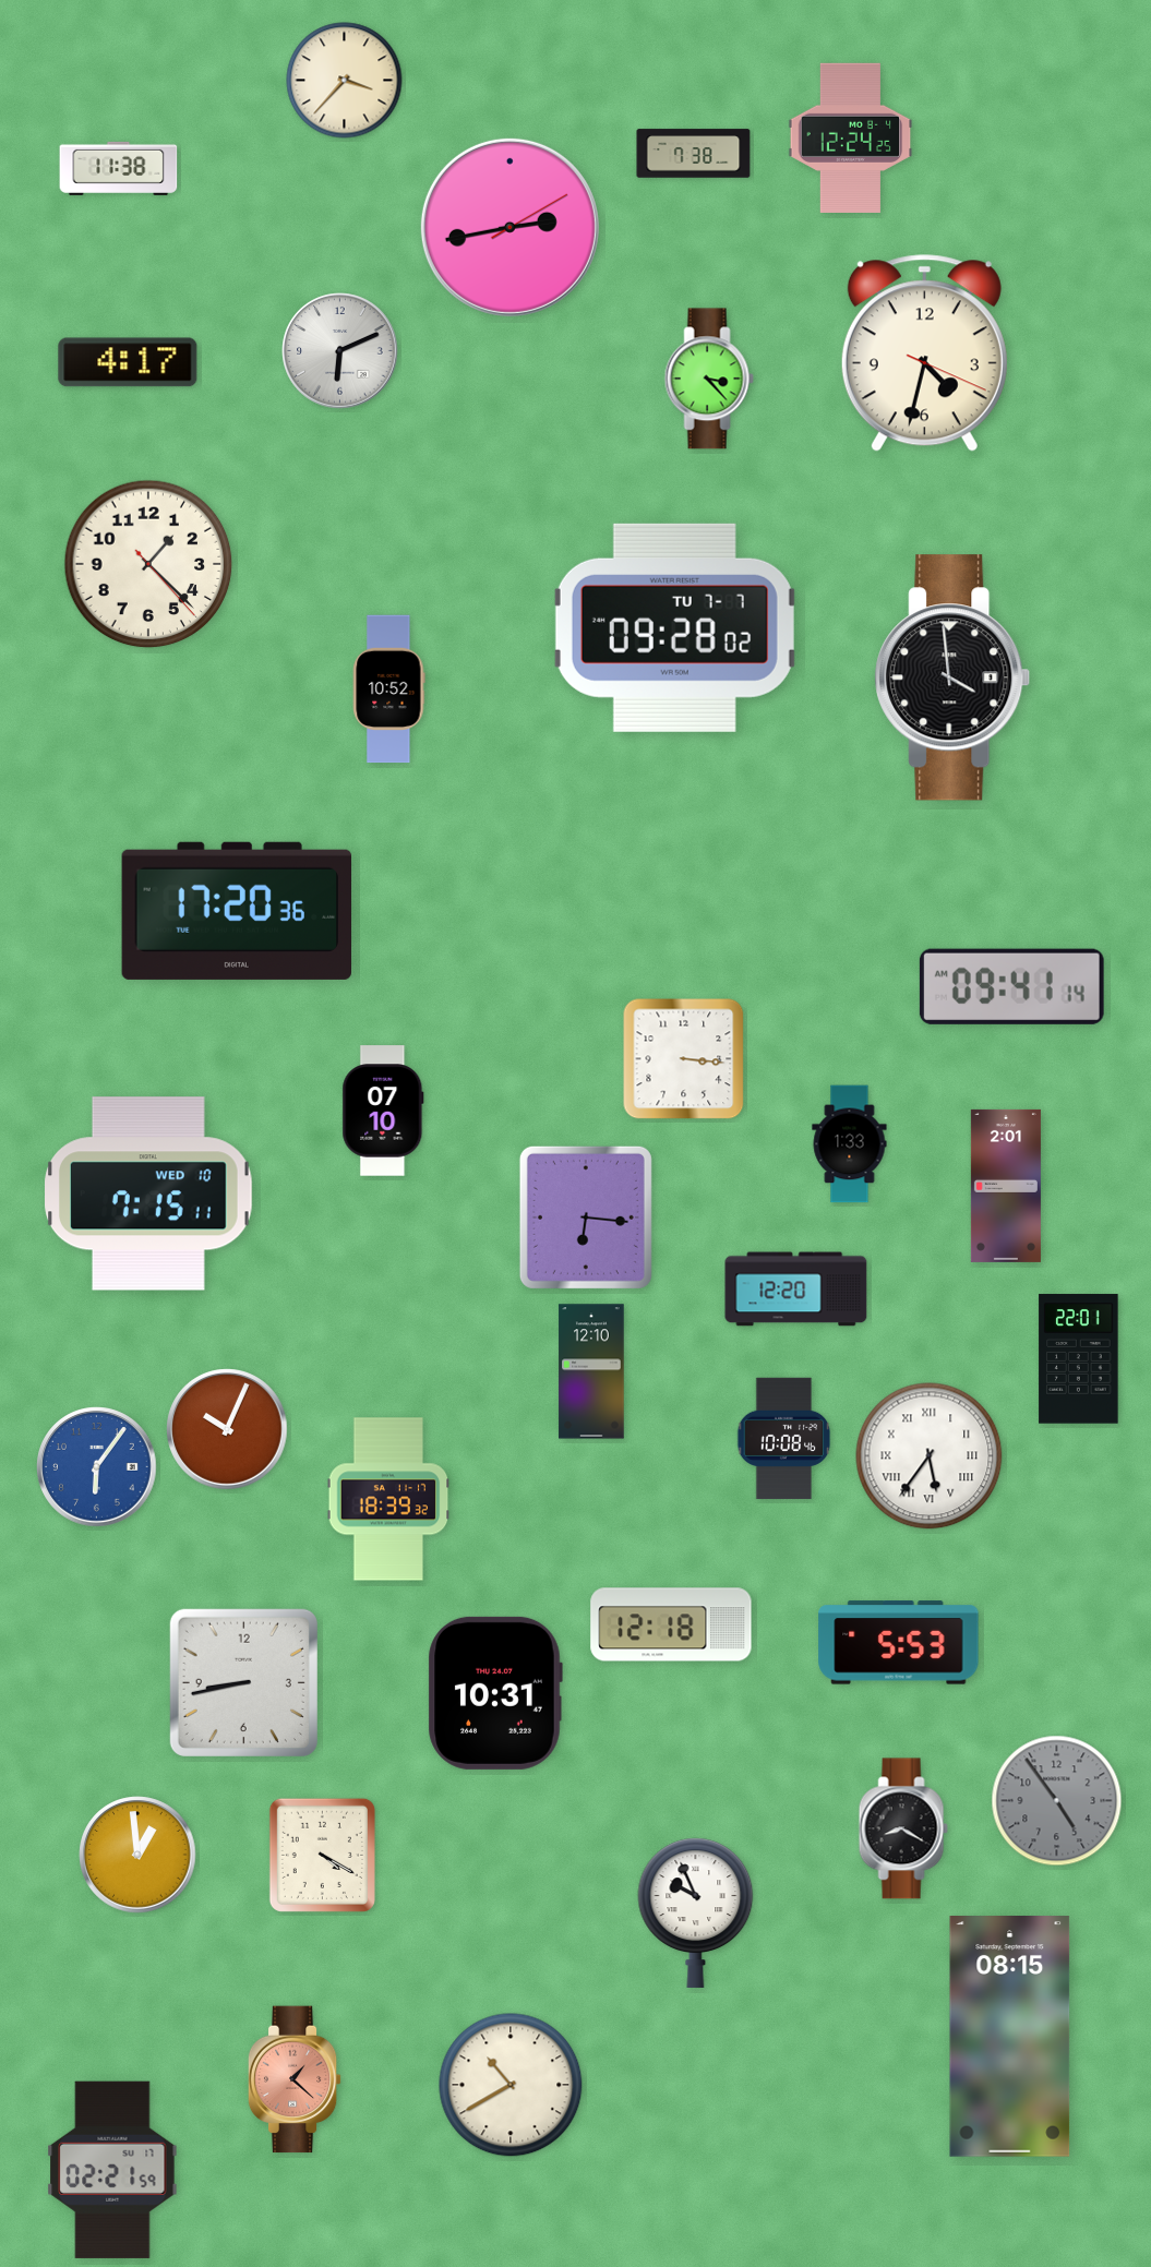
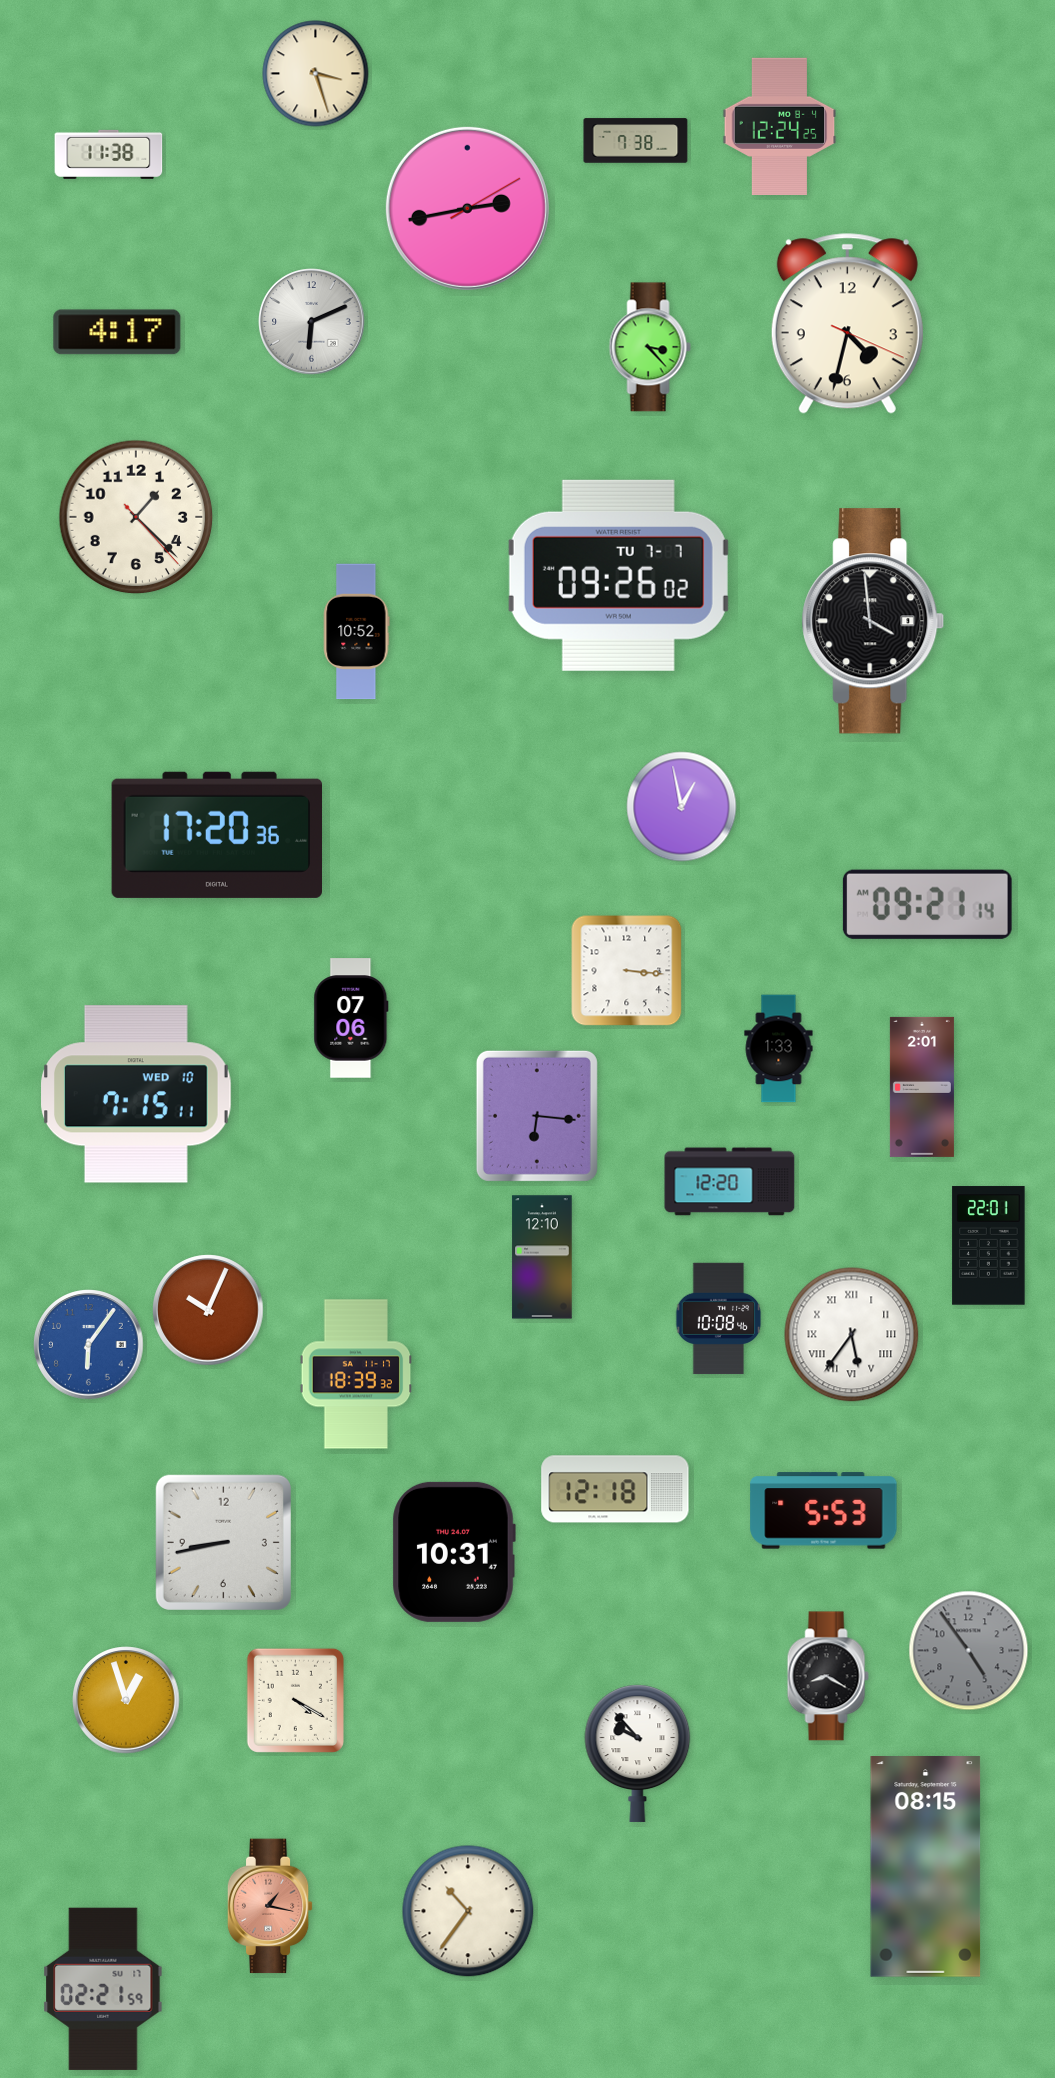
clock at (345, 81): 3:37 -> 3:27
clock at (674, 627): 09:28 -> 09:26
clock at (682, 807): none -> 12:58
clock at (1011, 986): 09:41 -> 09:21
clock at (383, 1111): 07:10 -> 07:06
clock at (899, 1643) position: (899, 1643) -> (824, 1511)
clock at (137, 1855): 12:59 -> 12:57
clock at (696, 1912): 9:56 -> 9:53
clock at (295, 2079): 1:22 -> 1:17
clock at (511, 2085): 10:40 -> 10:36
